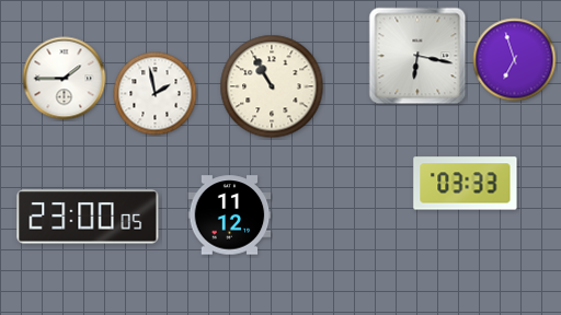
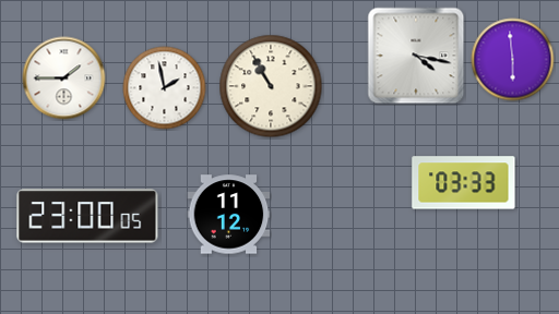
clock at (417, 56): 6:17 -> 4:17
clock at (515, 60): 6:57 -> 5:59
clock at (156, 94) position: (156, 94) -> (165, 88)
